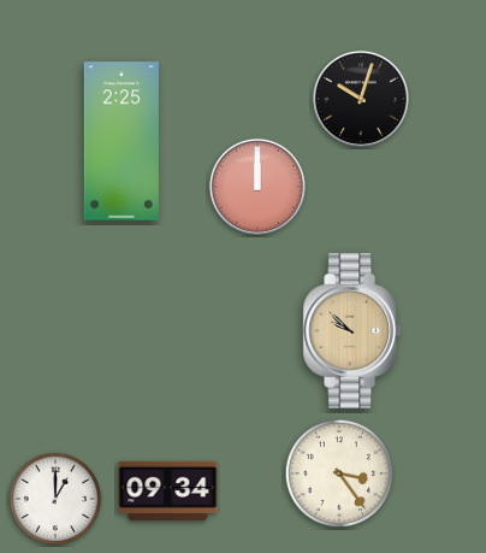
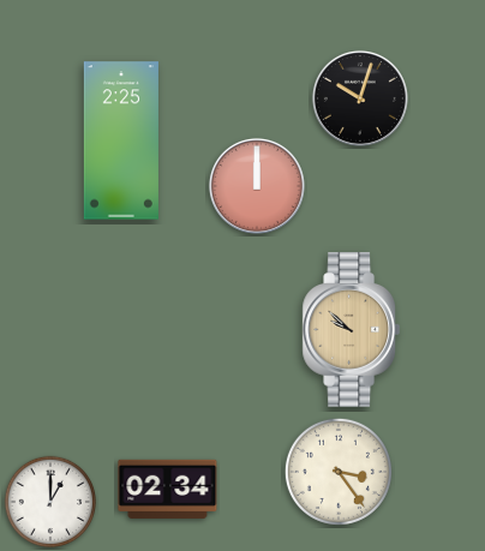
clock at (168, 490): 09:34 -> 02:34
clock at (55, 499) position: (55, 499) -> (50, 502)
